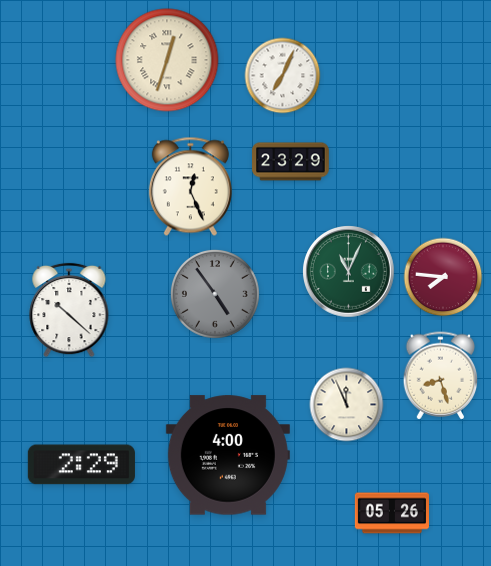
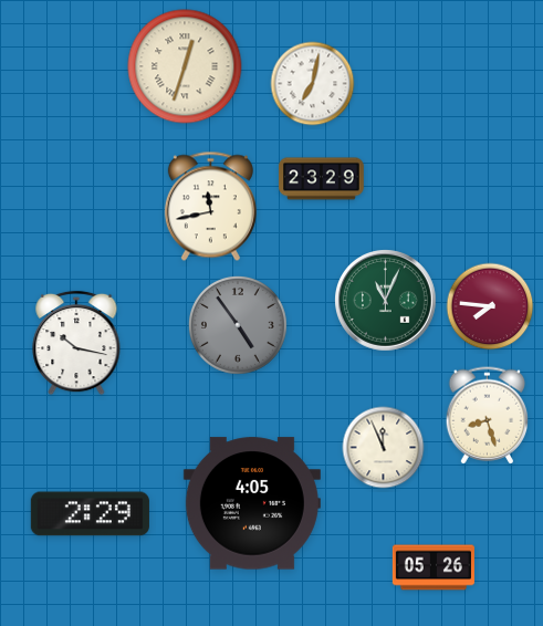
clock at (283, 76): 7:04 -> 7:02
clock at (190, 187): 12:26 -> 11:43
clock at (69, 310): 10:22 -> 10:17
clock at (228, 455): 4:00 -> 4:05
